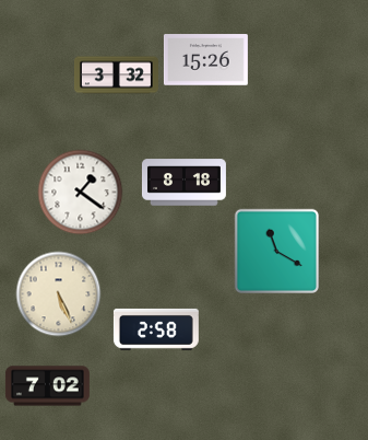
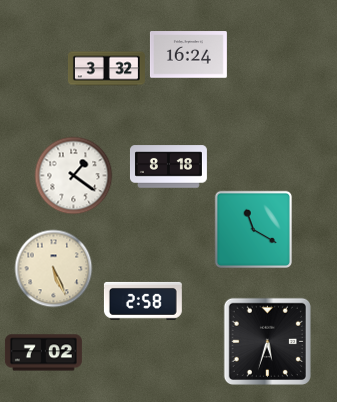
clock at (205, 60): 15:26 -> 16:24
clock at (267, 341): none -> 5:33
